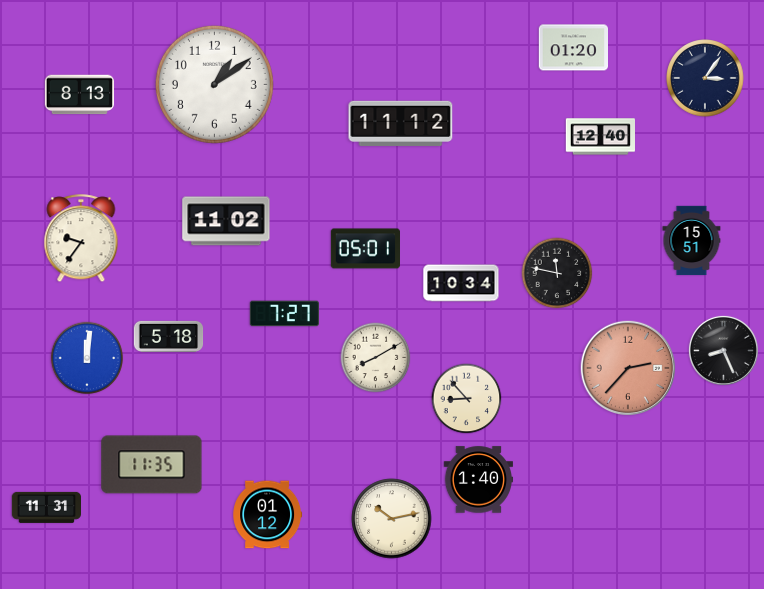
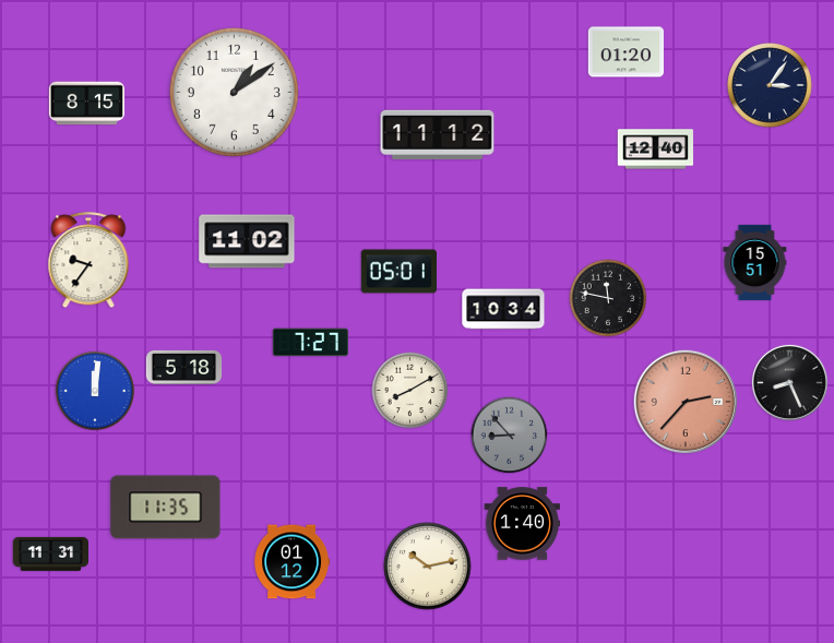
clock at (79, 95): 8:13 -> 8:15
clock at (467, 399) dial: cream -> grey
